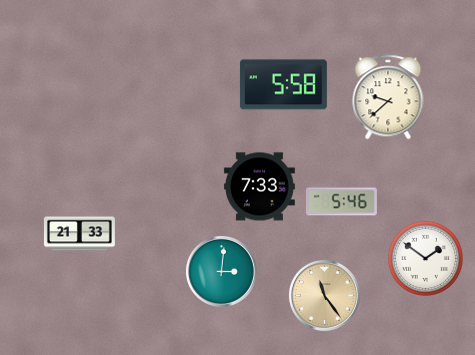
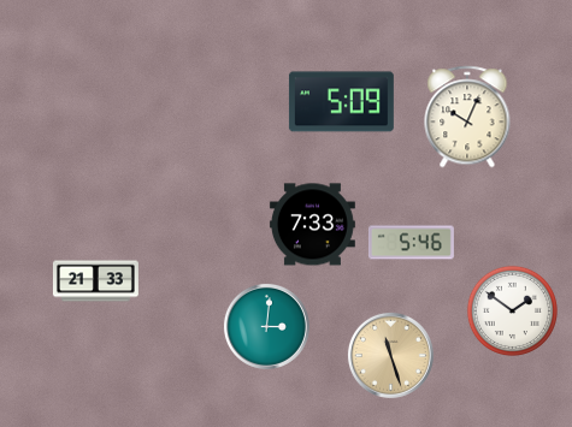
clock at (283, 85): 5:58 -> 5:09
clock at (388, 97): 9:38 -> 10:04
clock at (324, 295): 11:24 -> 11:27
